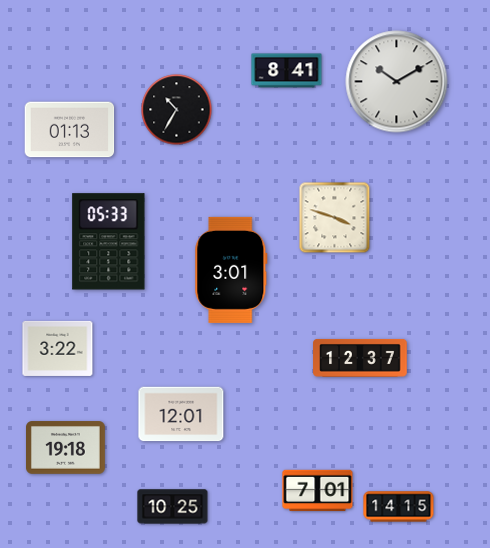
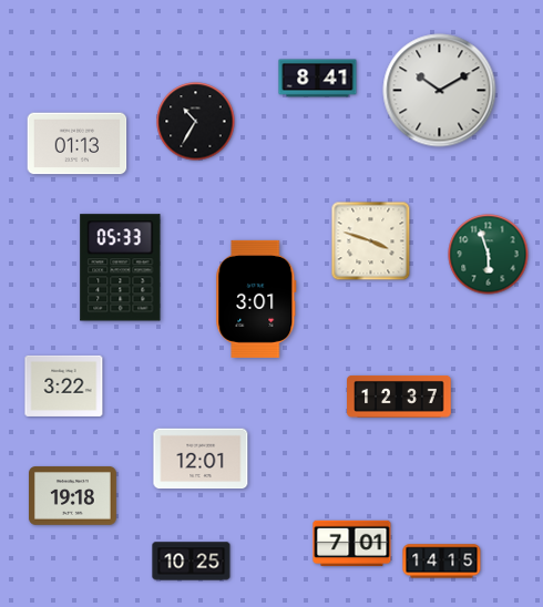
clock at (489, 255): none -> 5:57
